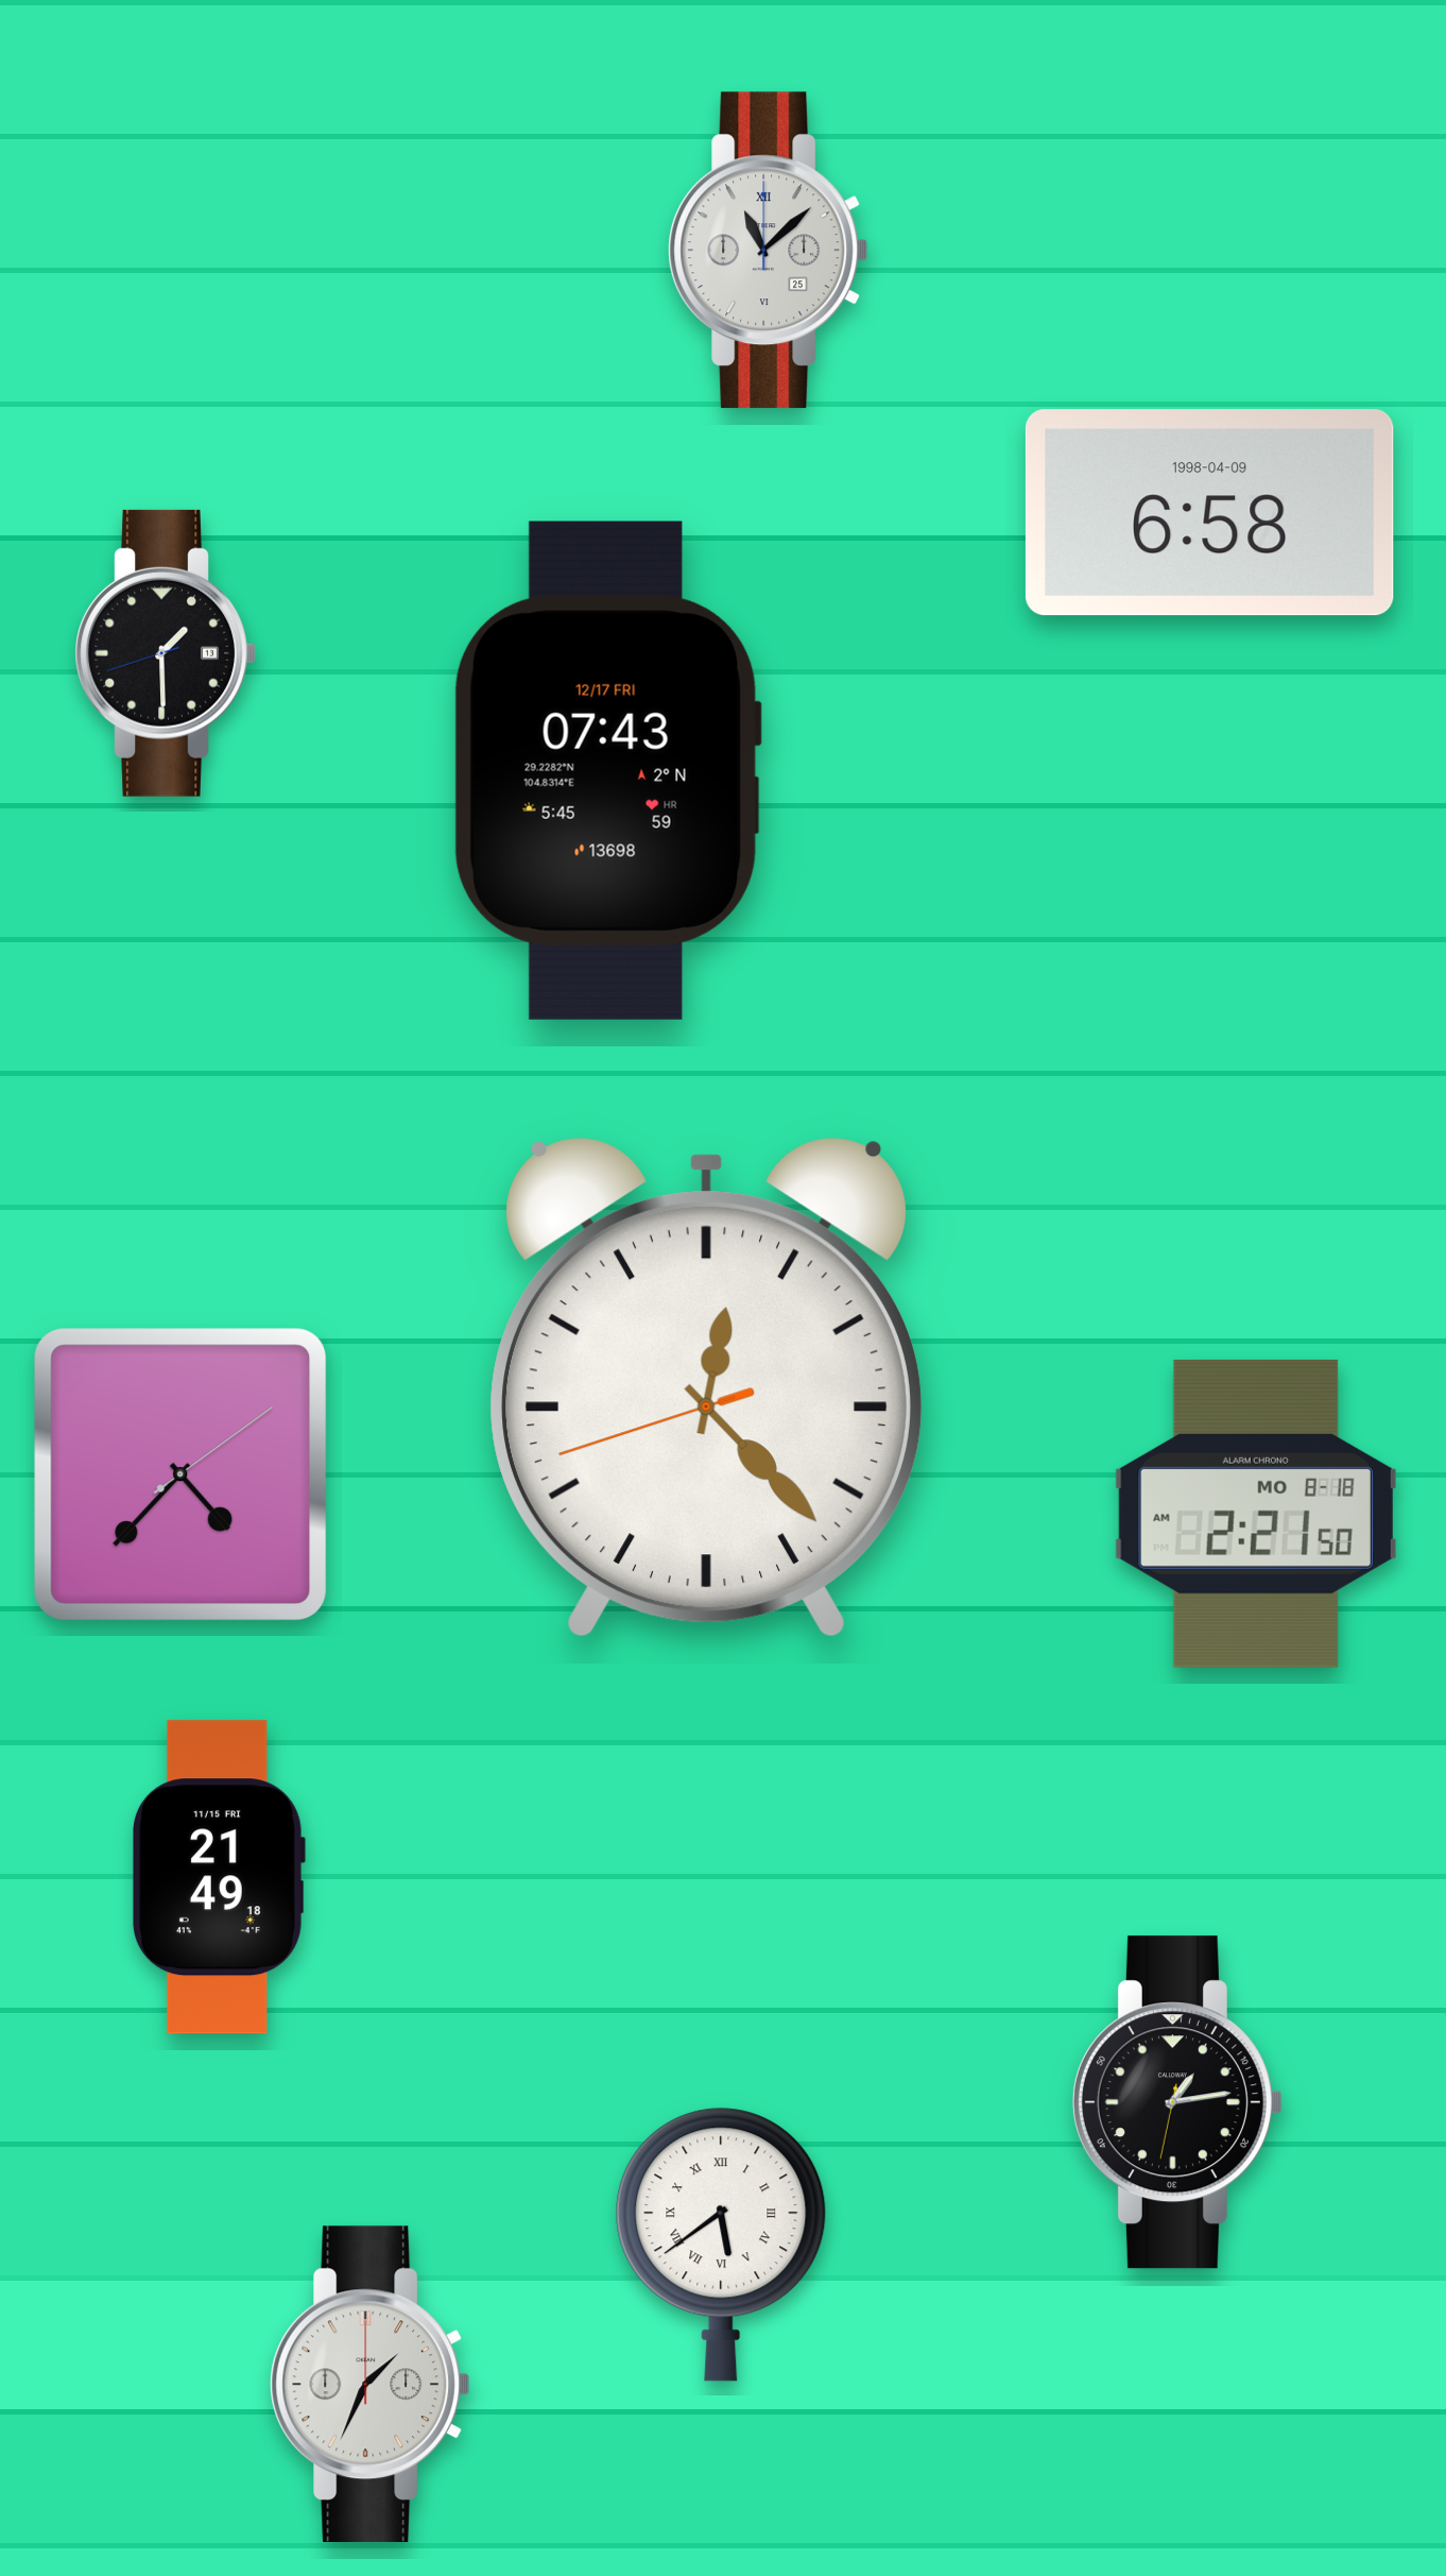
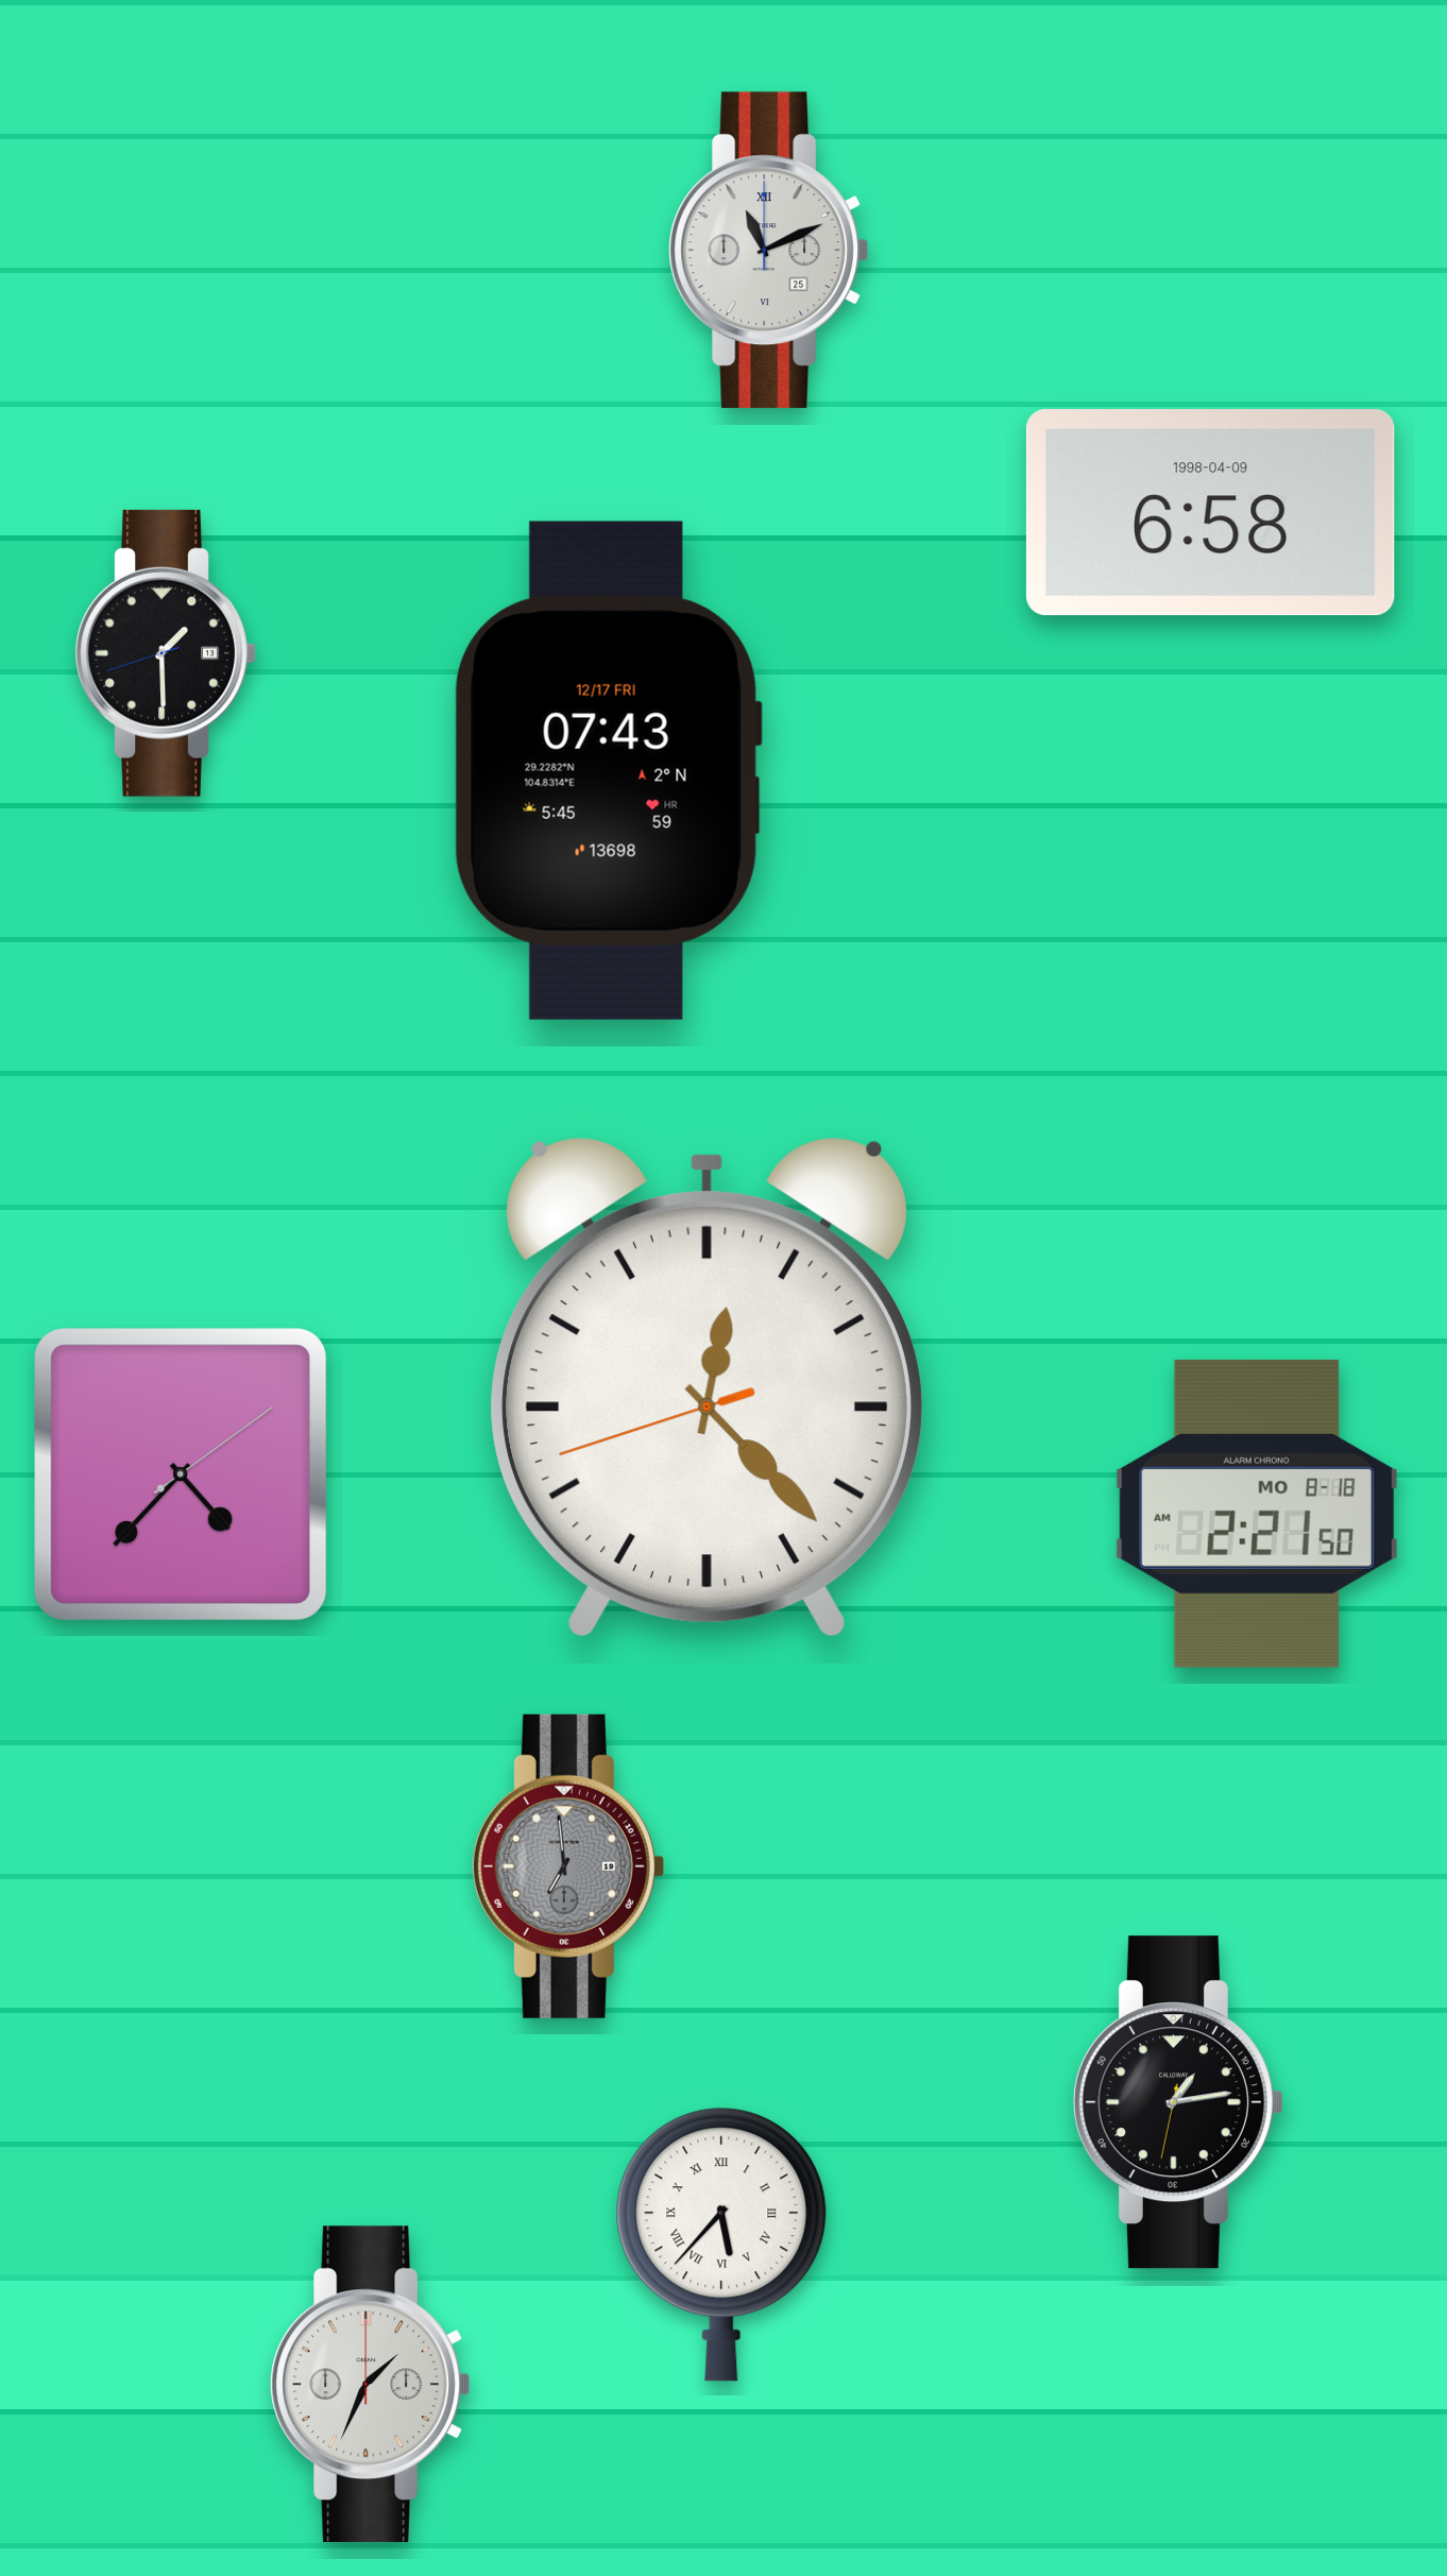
clock at (769, 251): 11:08 -> 11:11
clock at (567, 1866): none -> 6:59
clock at (219, 1877): 21:49 -> none
clock at (721, 2245): 5:39 -> 5:37
